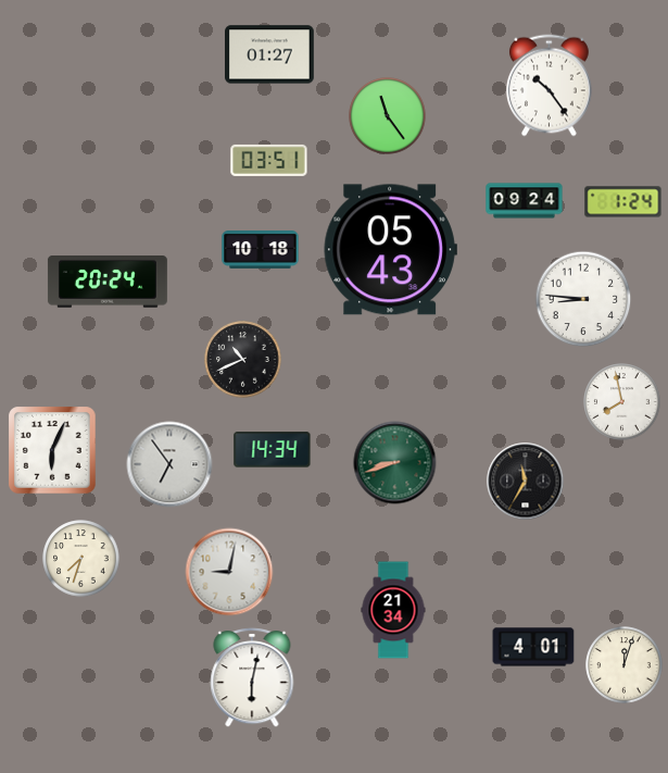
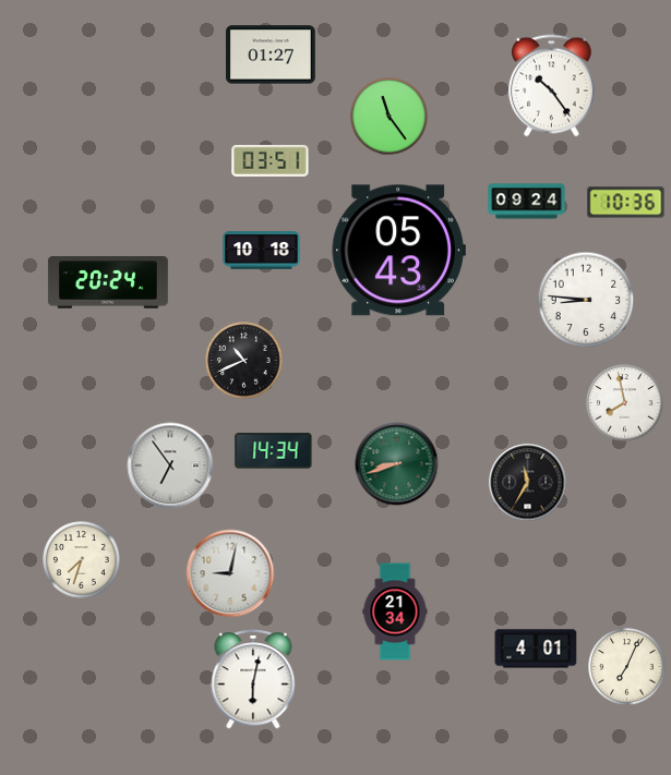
clock at (623, 202): 1:24 -> 10:36
clock at (390, 250) position: (390, 250) -> (398, 251)
clock at (52, 450): 6:04 -> none
clock at (625, 665): 12:03 -> 7:04
